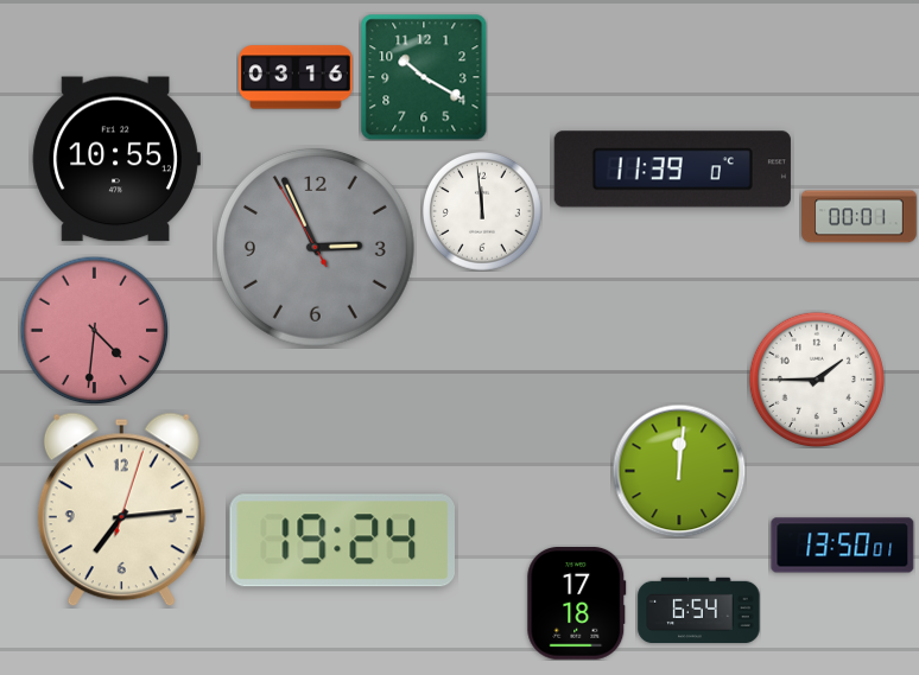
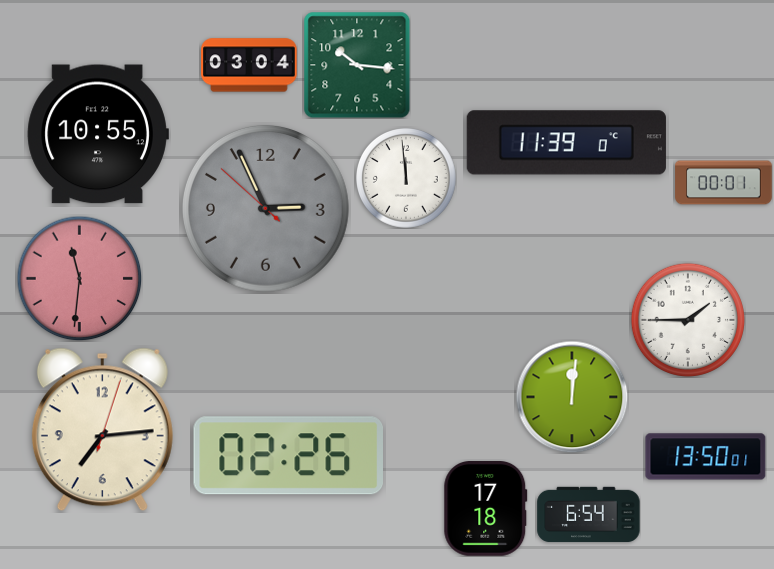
clock at (296, 77): 03:16 -> 03:04
clock at (424, 77): 10:20 -> 10:16
clock at (315, 247): 2:55:55 -> 2:55:52
clock at (94, 330): 4:31 -> 11:31
clock at (342, 541): 19:24 -> 02:26
clock at (843, 546) position: (843, 546) -> (706, 457)
